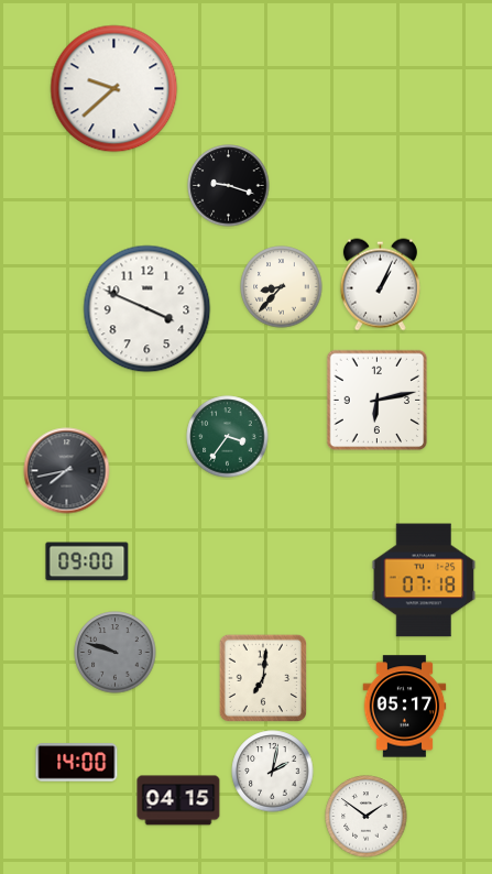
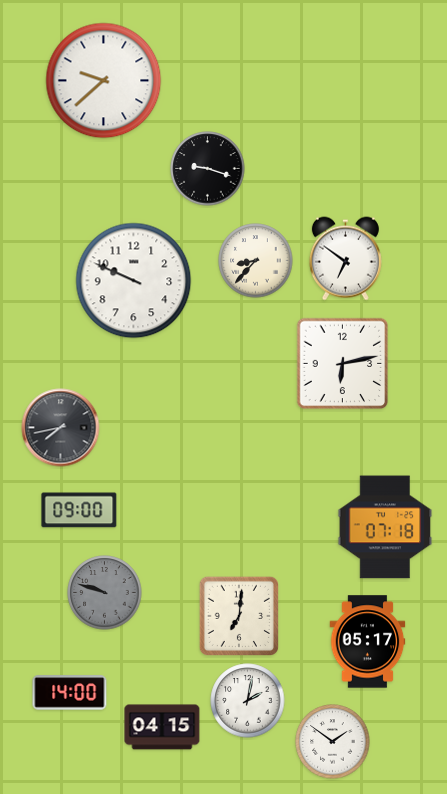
clock at (380, 285): 1:04 -> 6:51
clock at (147, 309): 3:49 -> 9:49
clock at (228, 437): 3:36 -> none
